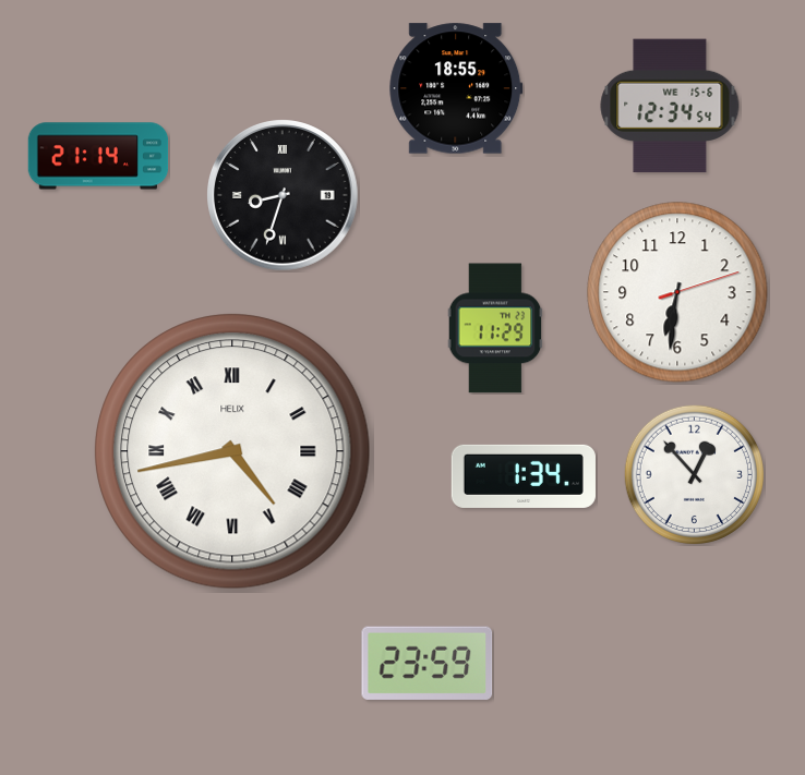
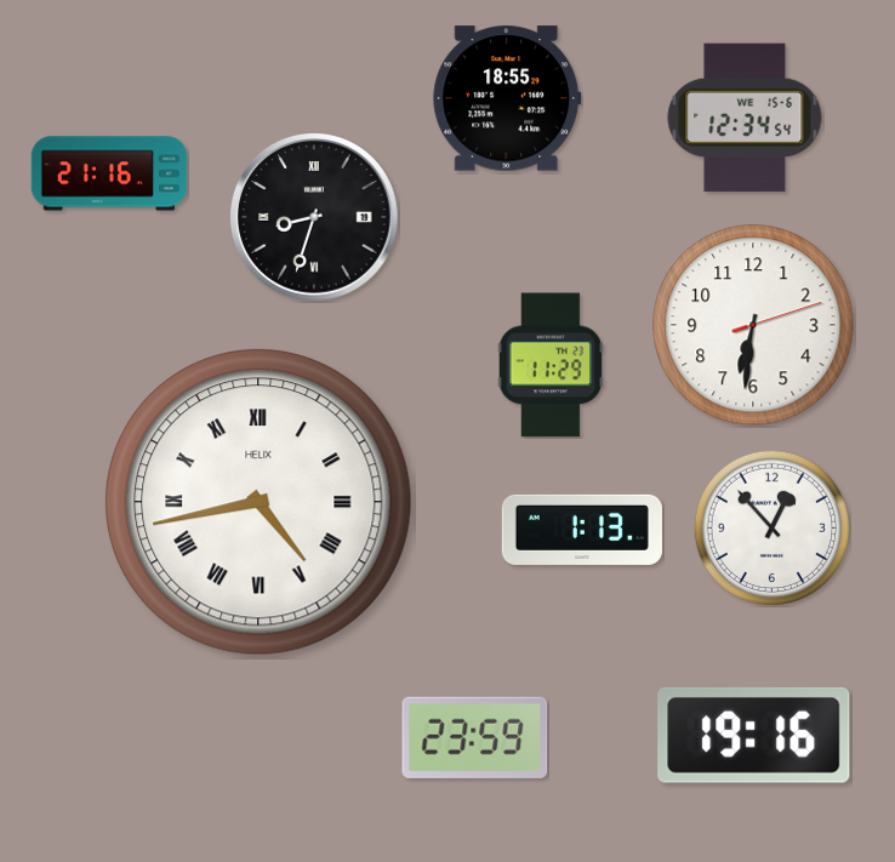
clock at (98, 156): 21:14 -> 21:16
clock at (524, 476): 1:34 -> 1:13
clock at (754, 735): none -> 19:16
